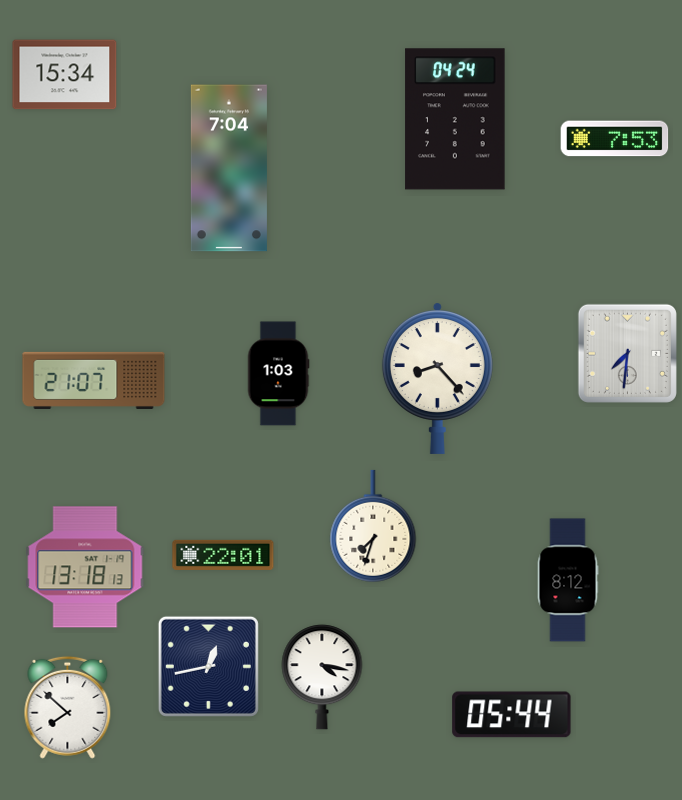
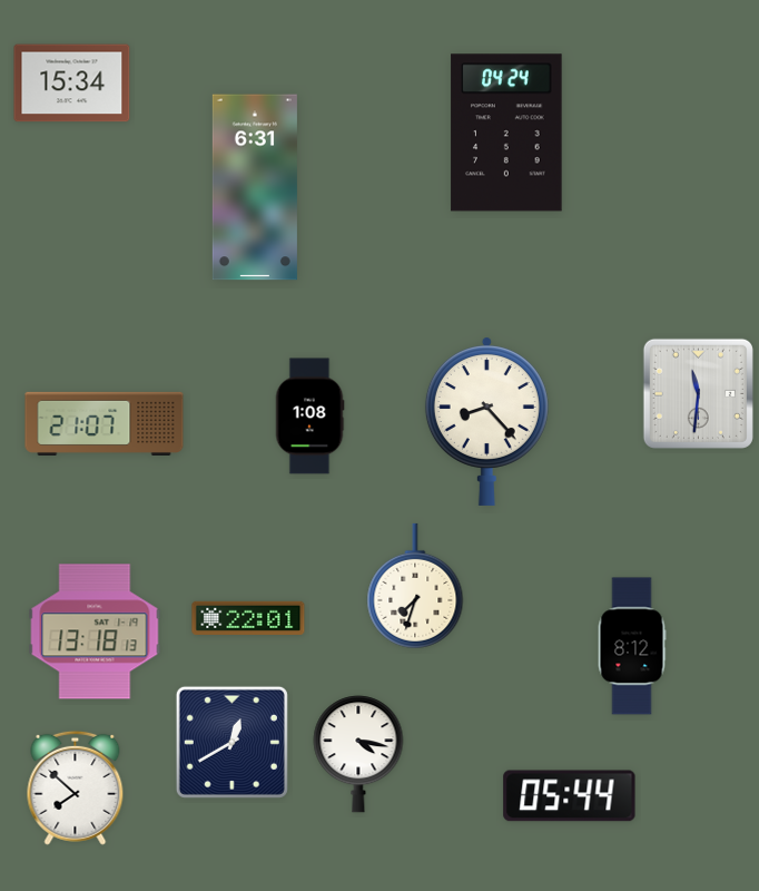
clock at (615, 139): 7:53 -> none
clock at (229, 168): 7:04 -> 6:31
clock at (627, 353): 7:31 -> 11:31
clock at (278, 374): 1:03 -> 1:08
clock at (208, 666): 12:43 -> 12:40
